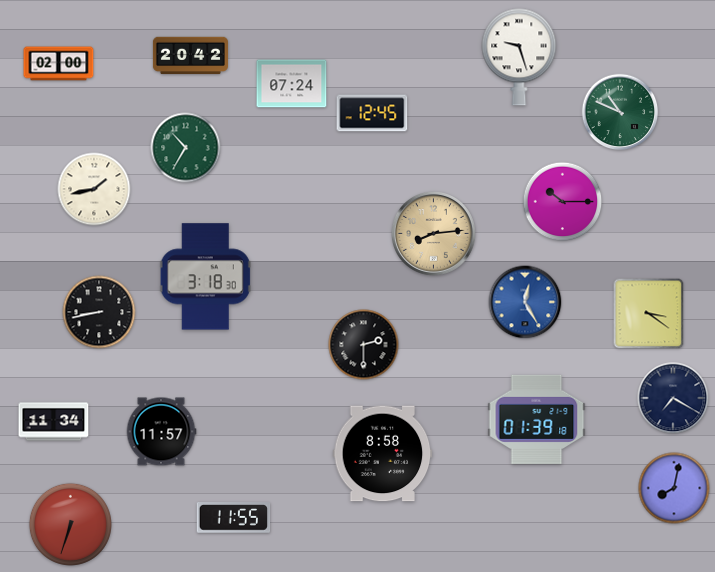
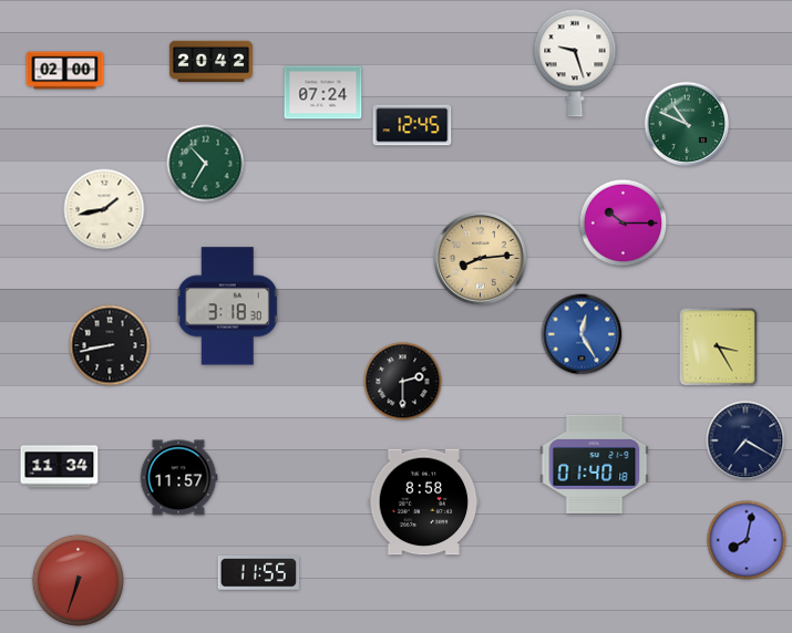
clock at (649, 314): 3:21 -> 3:25
clock at (537, 419): 01:39 -> 01:40
